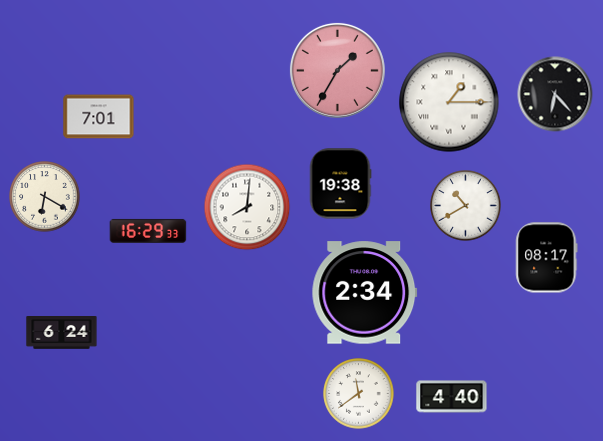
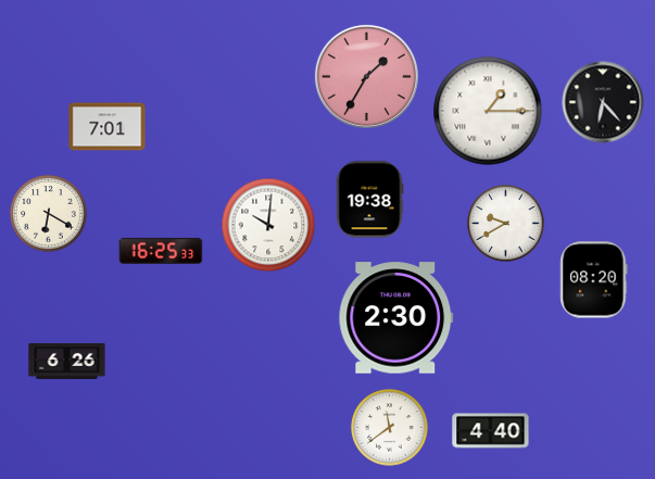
clock at (466, 206): 10:40 -> 9:40
clock at (247, 207): 8:01 -> 10:01
clock at (148, 231): 16:29 -> 16:25
clock at (547, 258): 08:17 -> 08:20
clock at (365, 293): 2:34 -> 2:30
clock at (62, 333): 6:24 -> 6:26
